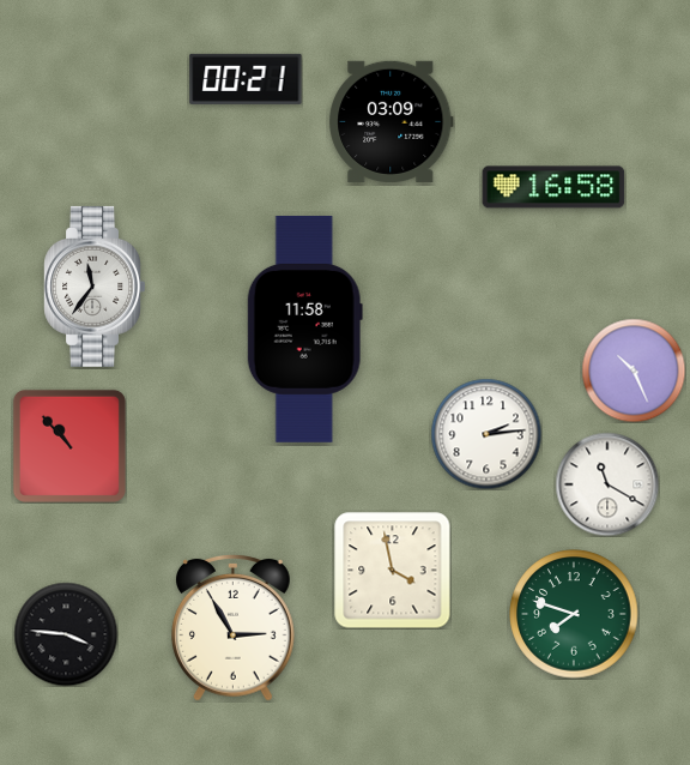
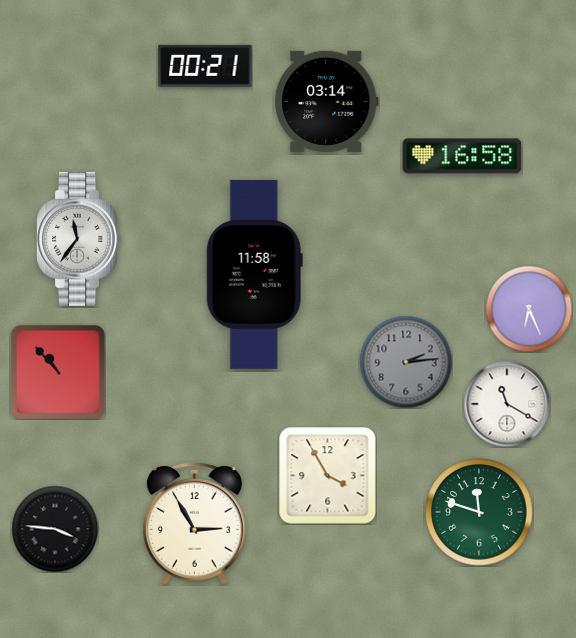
clock at (392, 121): 03:09 -> 03:14
clock at (634, 371): 10:26 -> 6:26
clock at (486, 434) dial: white -> grey
clock at (393, 571): 3:58 -> 3:55
clock at (574, 614): 7:48 -> 11:48
